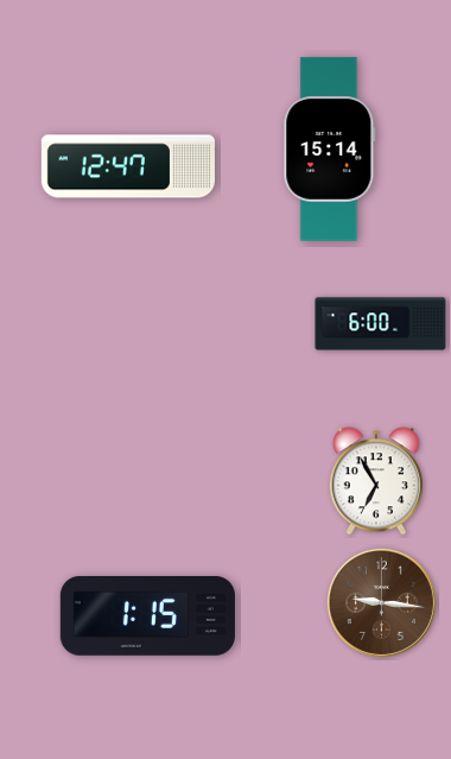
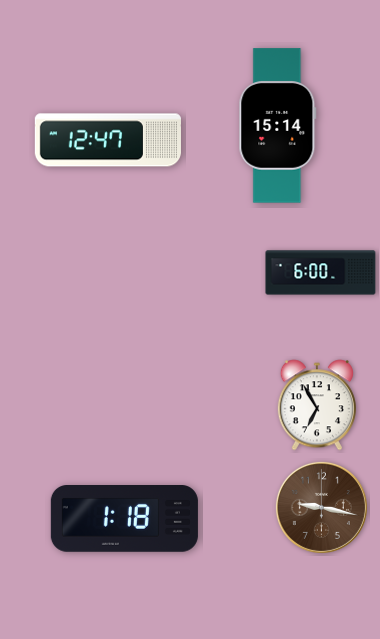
clock at (381, 602): 9:16 -> 9:17
clock at (147, 616): 1:15 -> 1:18
